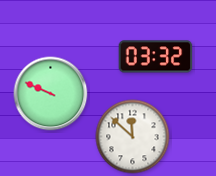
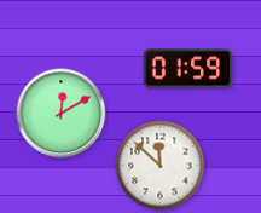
clock at (156, 57): 03:32 -> 01:59
clock at (51, 94): 9:49 -> 12:10
